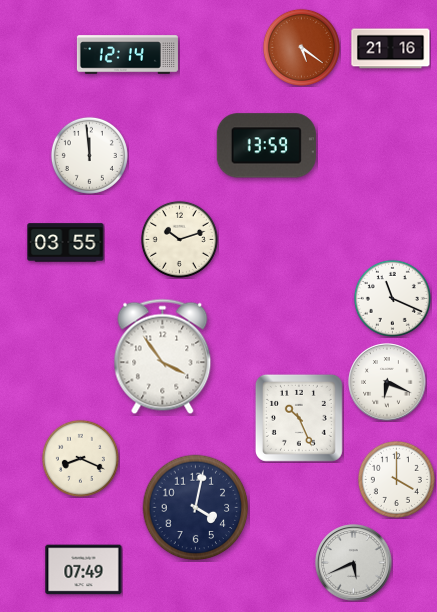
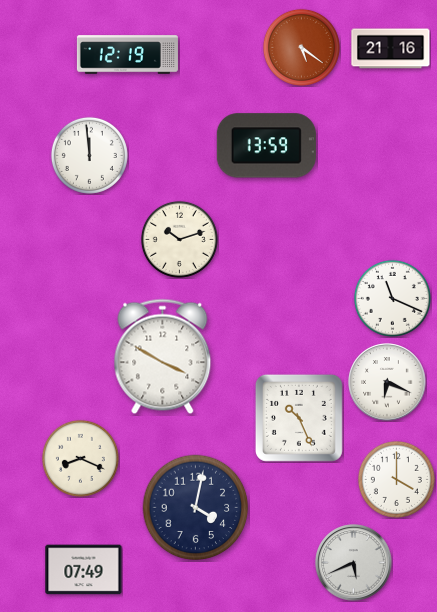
clock at (127, 55): 12:14 -> 12:19
clock at (66, 243): 03:55 -> none
clock at (163, 357): 3:54 -> 3:50
